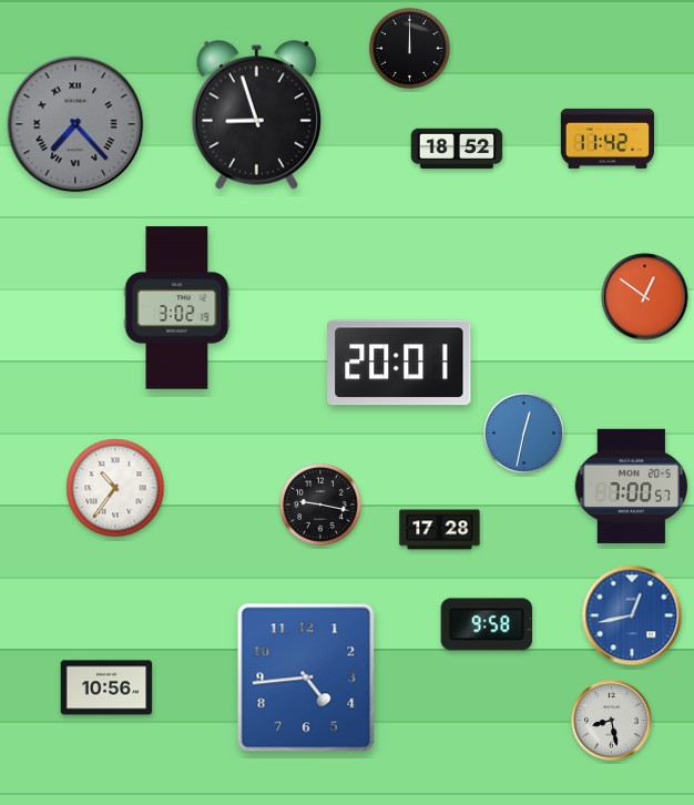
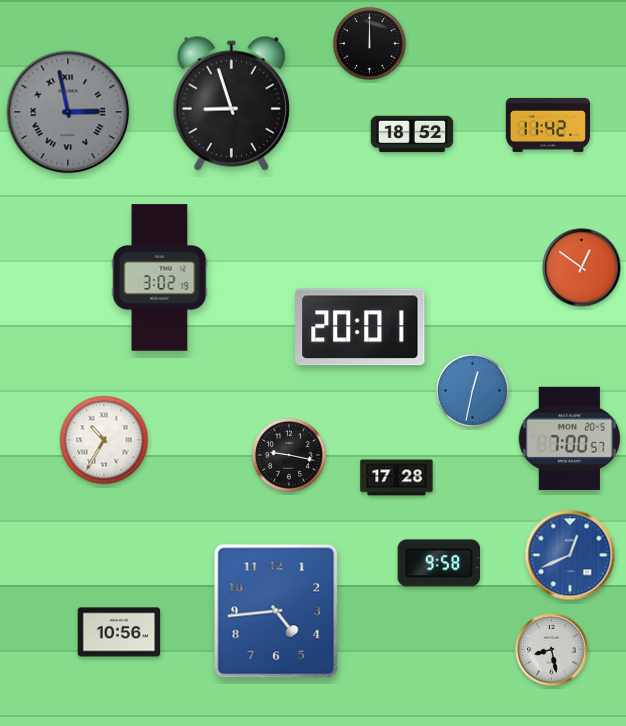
clock at (75, 124): 7:23 -> 2:58
clock at (115, 488): 10:36 -> 10:35
clock at (632, 615): 12:43 -> 12:41
clock at (106, 687) position: (106, 687) -> (119, 632)
